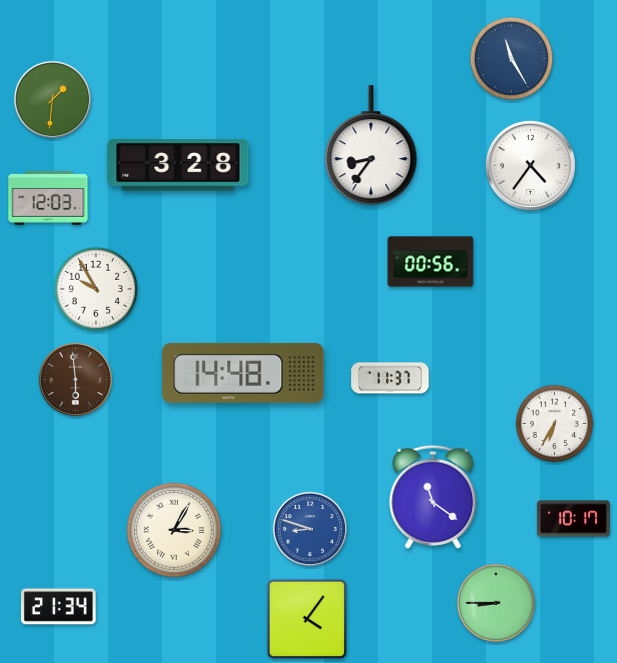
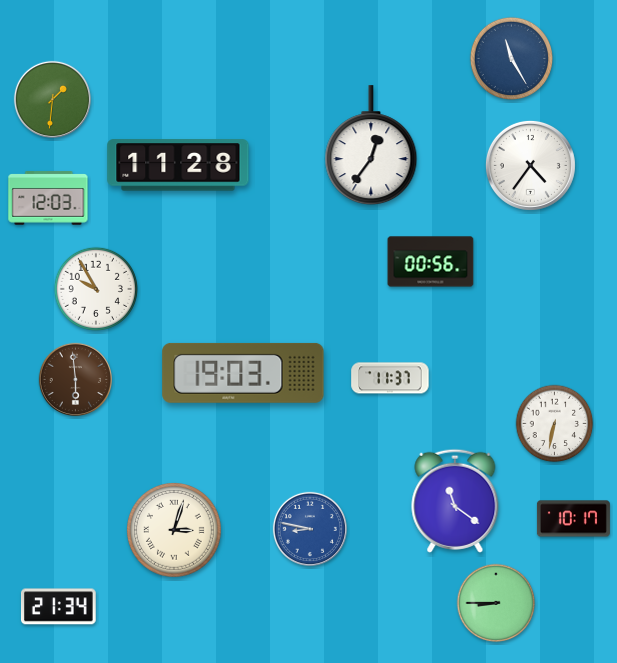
clock at (371, 146): 8:36 -> 12:36
clock at (178, 165): 3:28 -> 11:28
clock at (243, 373): 14:48 -> 19:03
clock at (555, 424): 6:35 -> 6:32
clock at (433, 497) position: (433, 497) -> (455, 501)
clock at (310, 529): 8:48 -> 8:47
clock at (175, 531): 3:05 -> 3:03
clock at (307, 619): 4:06 -> none
